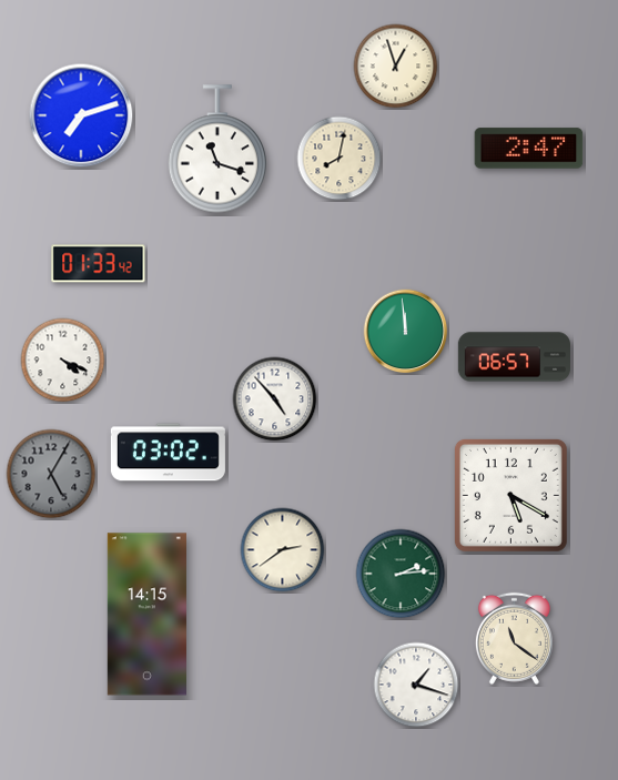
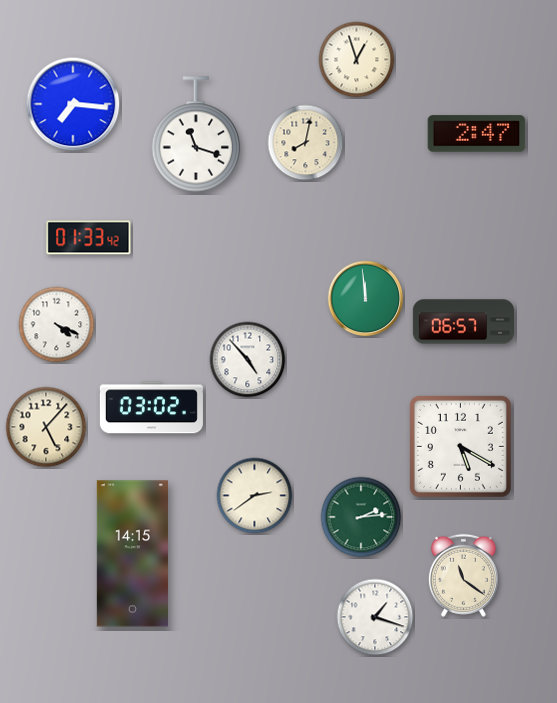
clock at (81, 115): 7:12 -> 7:16
clock at (51, 474): 5:05 -> 5:07
clock at (51, 474) dial: grey -> cream
